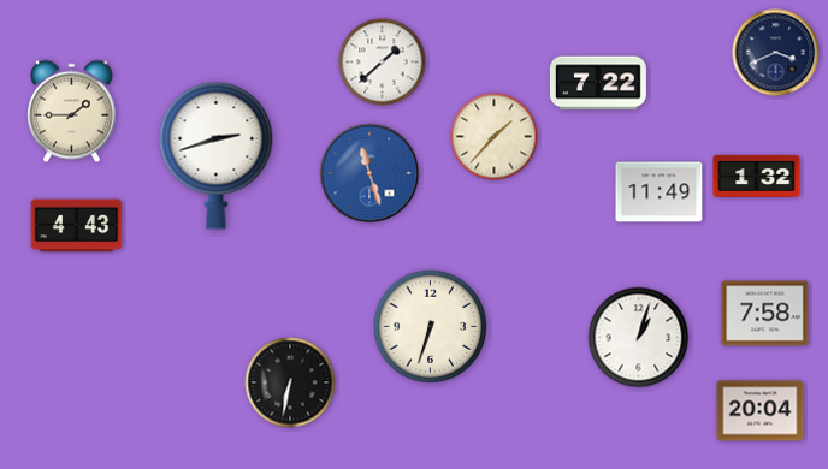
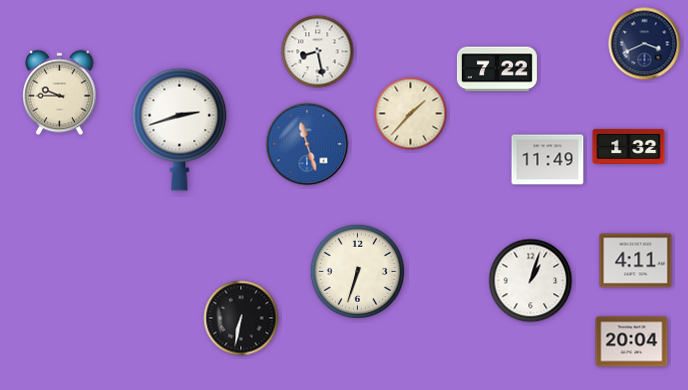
clock at (383, 63): 1:38 -> 8:28
clock at (72, 112): 1:45 -> 9:45
clock at (77, 226): 4:43 -> none
clock at (765, 314): 7:58 -> 4:11
